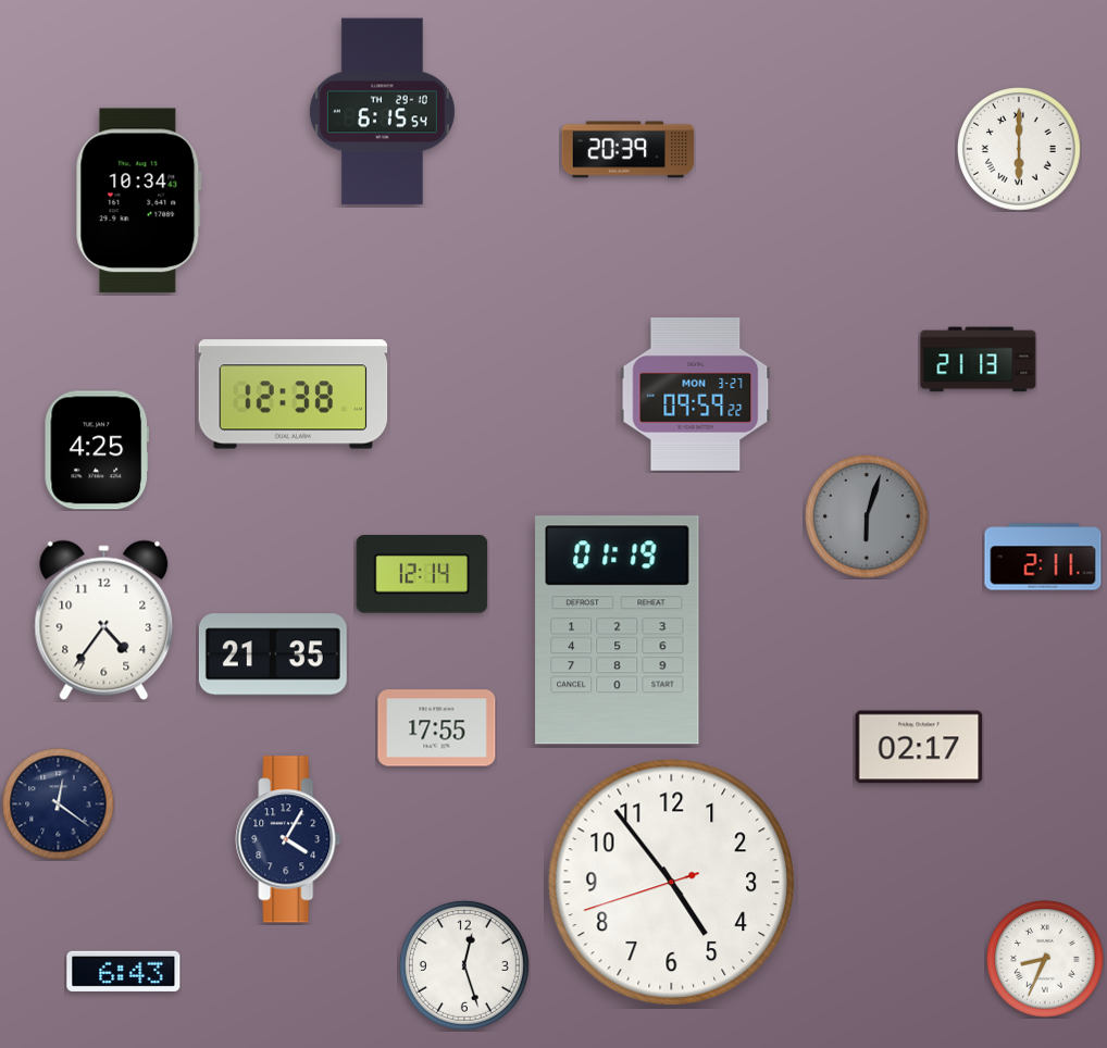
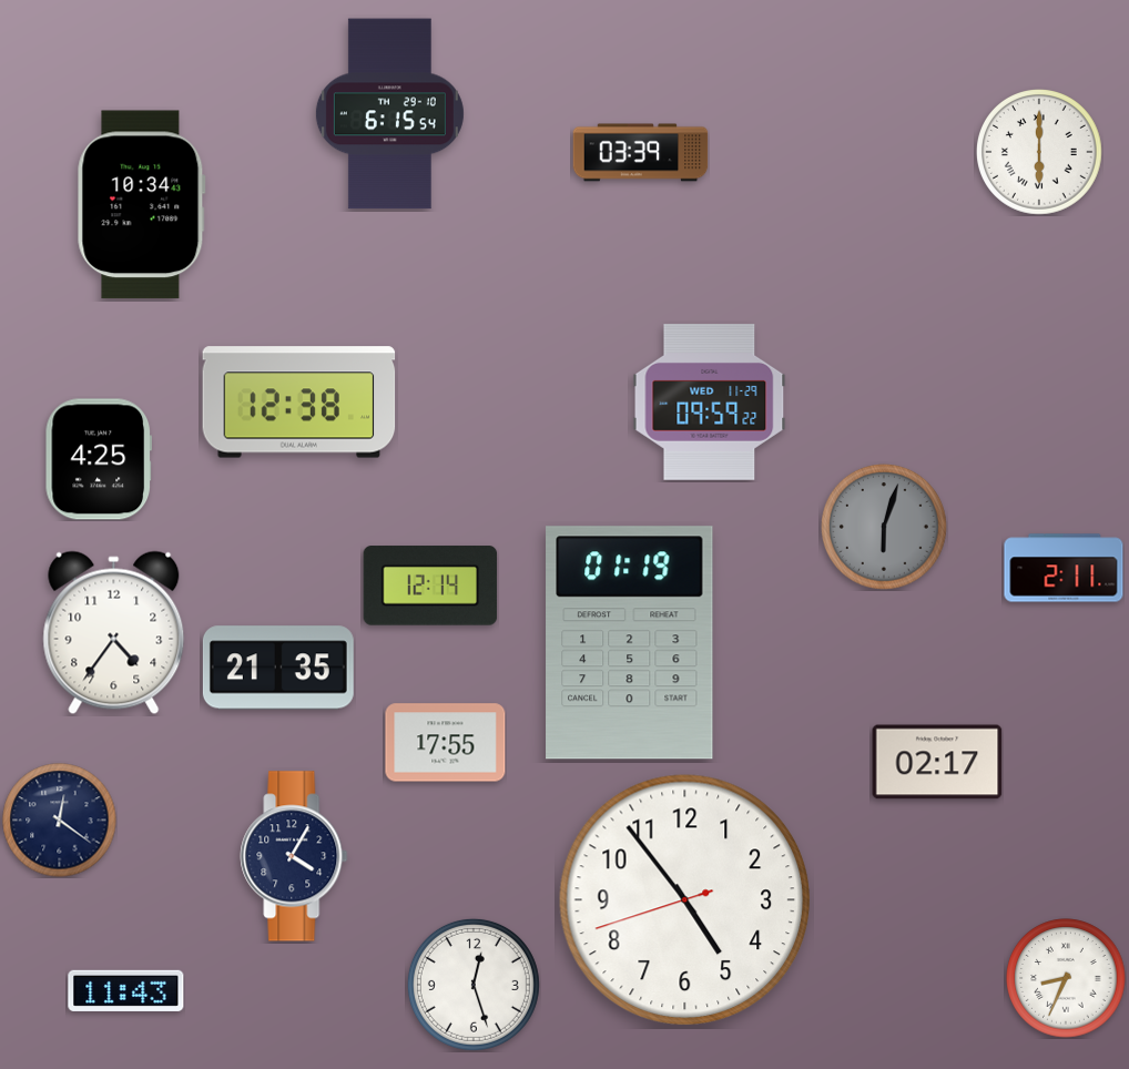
clock at (629, 150): 20:39 -> 03:39
clock at (979, 360): 21:13 -> none
clock at (696, 395) date: MON 3-27 -> WED 11-29
clock at (104, 621) position: (104, 621) -> (114, 633)
clock at (124, 971): 6:43 -> 11:43
